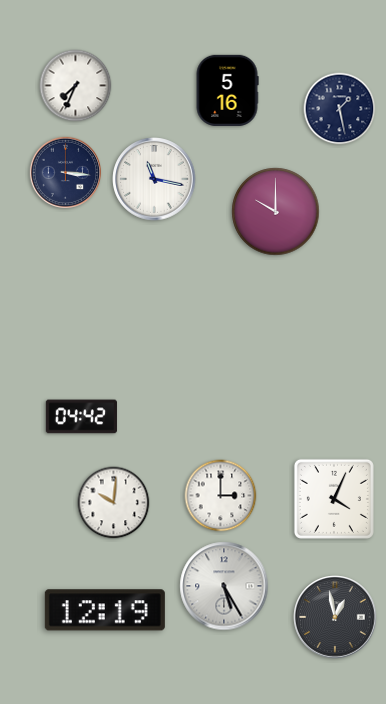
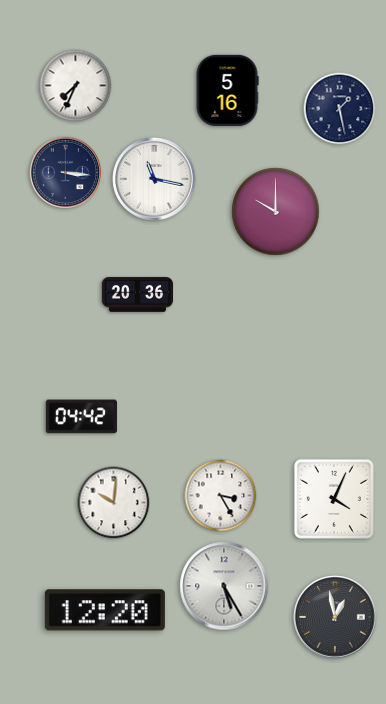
clock at (137, 295): none -> 20:36
clock at (221, 496): 3:00 -> 3:25
clock at (105, 610): 12:19 -> 12:20
